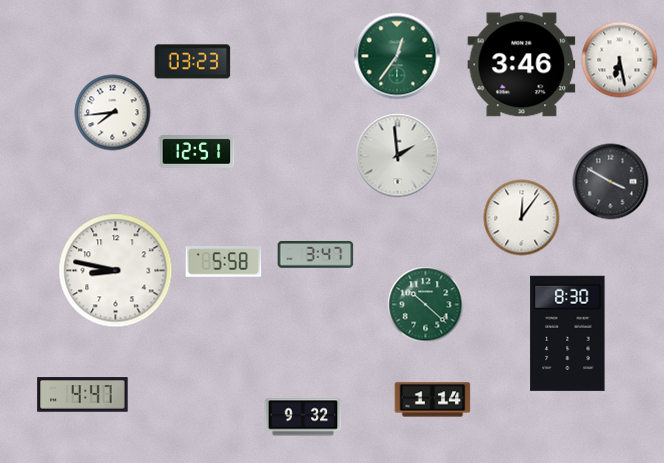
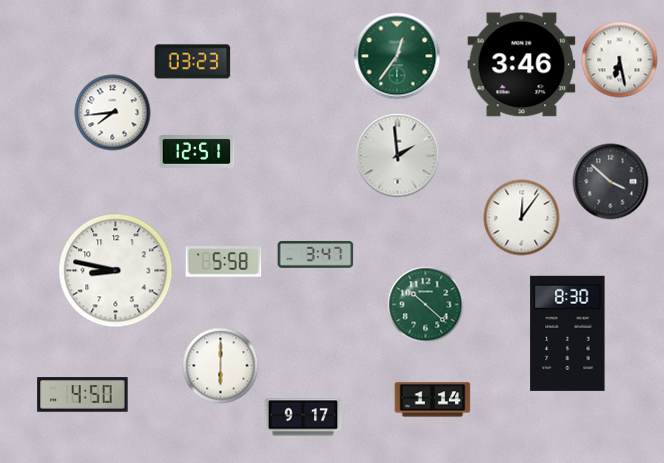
clock at (611, 182): 3:50 -> 3:52
clock at (221, 366): none -> 6:00
clock at (83, 395): 4:47 -> 4:50
clock at (303, 417): 9:32 -> 9:17
